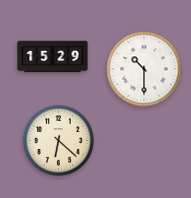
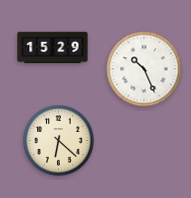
clock at (53, 57) position: (53, 57) -> (53, 48)
clock at (144, 69): 10:30 -> 10:26
